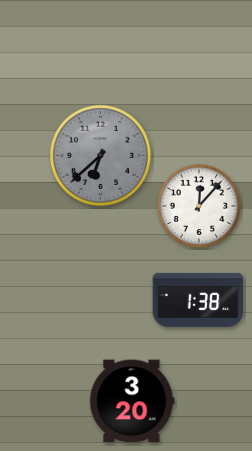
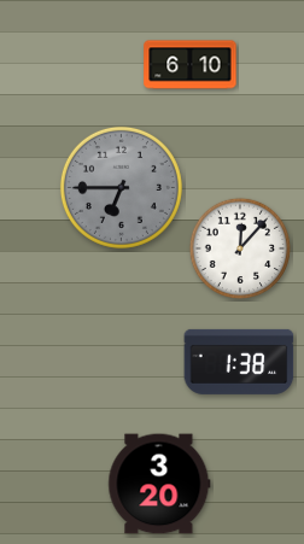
clock at (191, 65): none -> 6:10
clock at (100, 155): 6:38 -> 6:45
